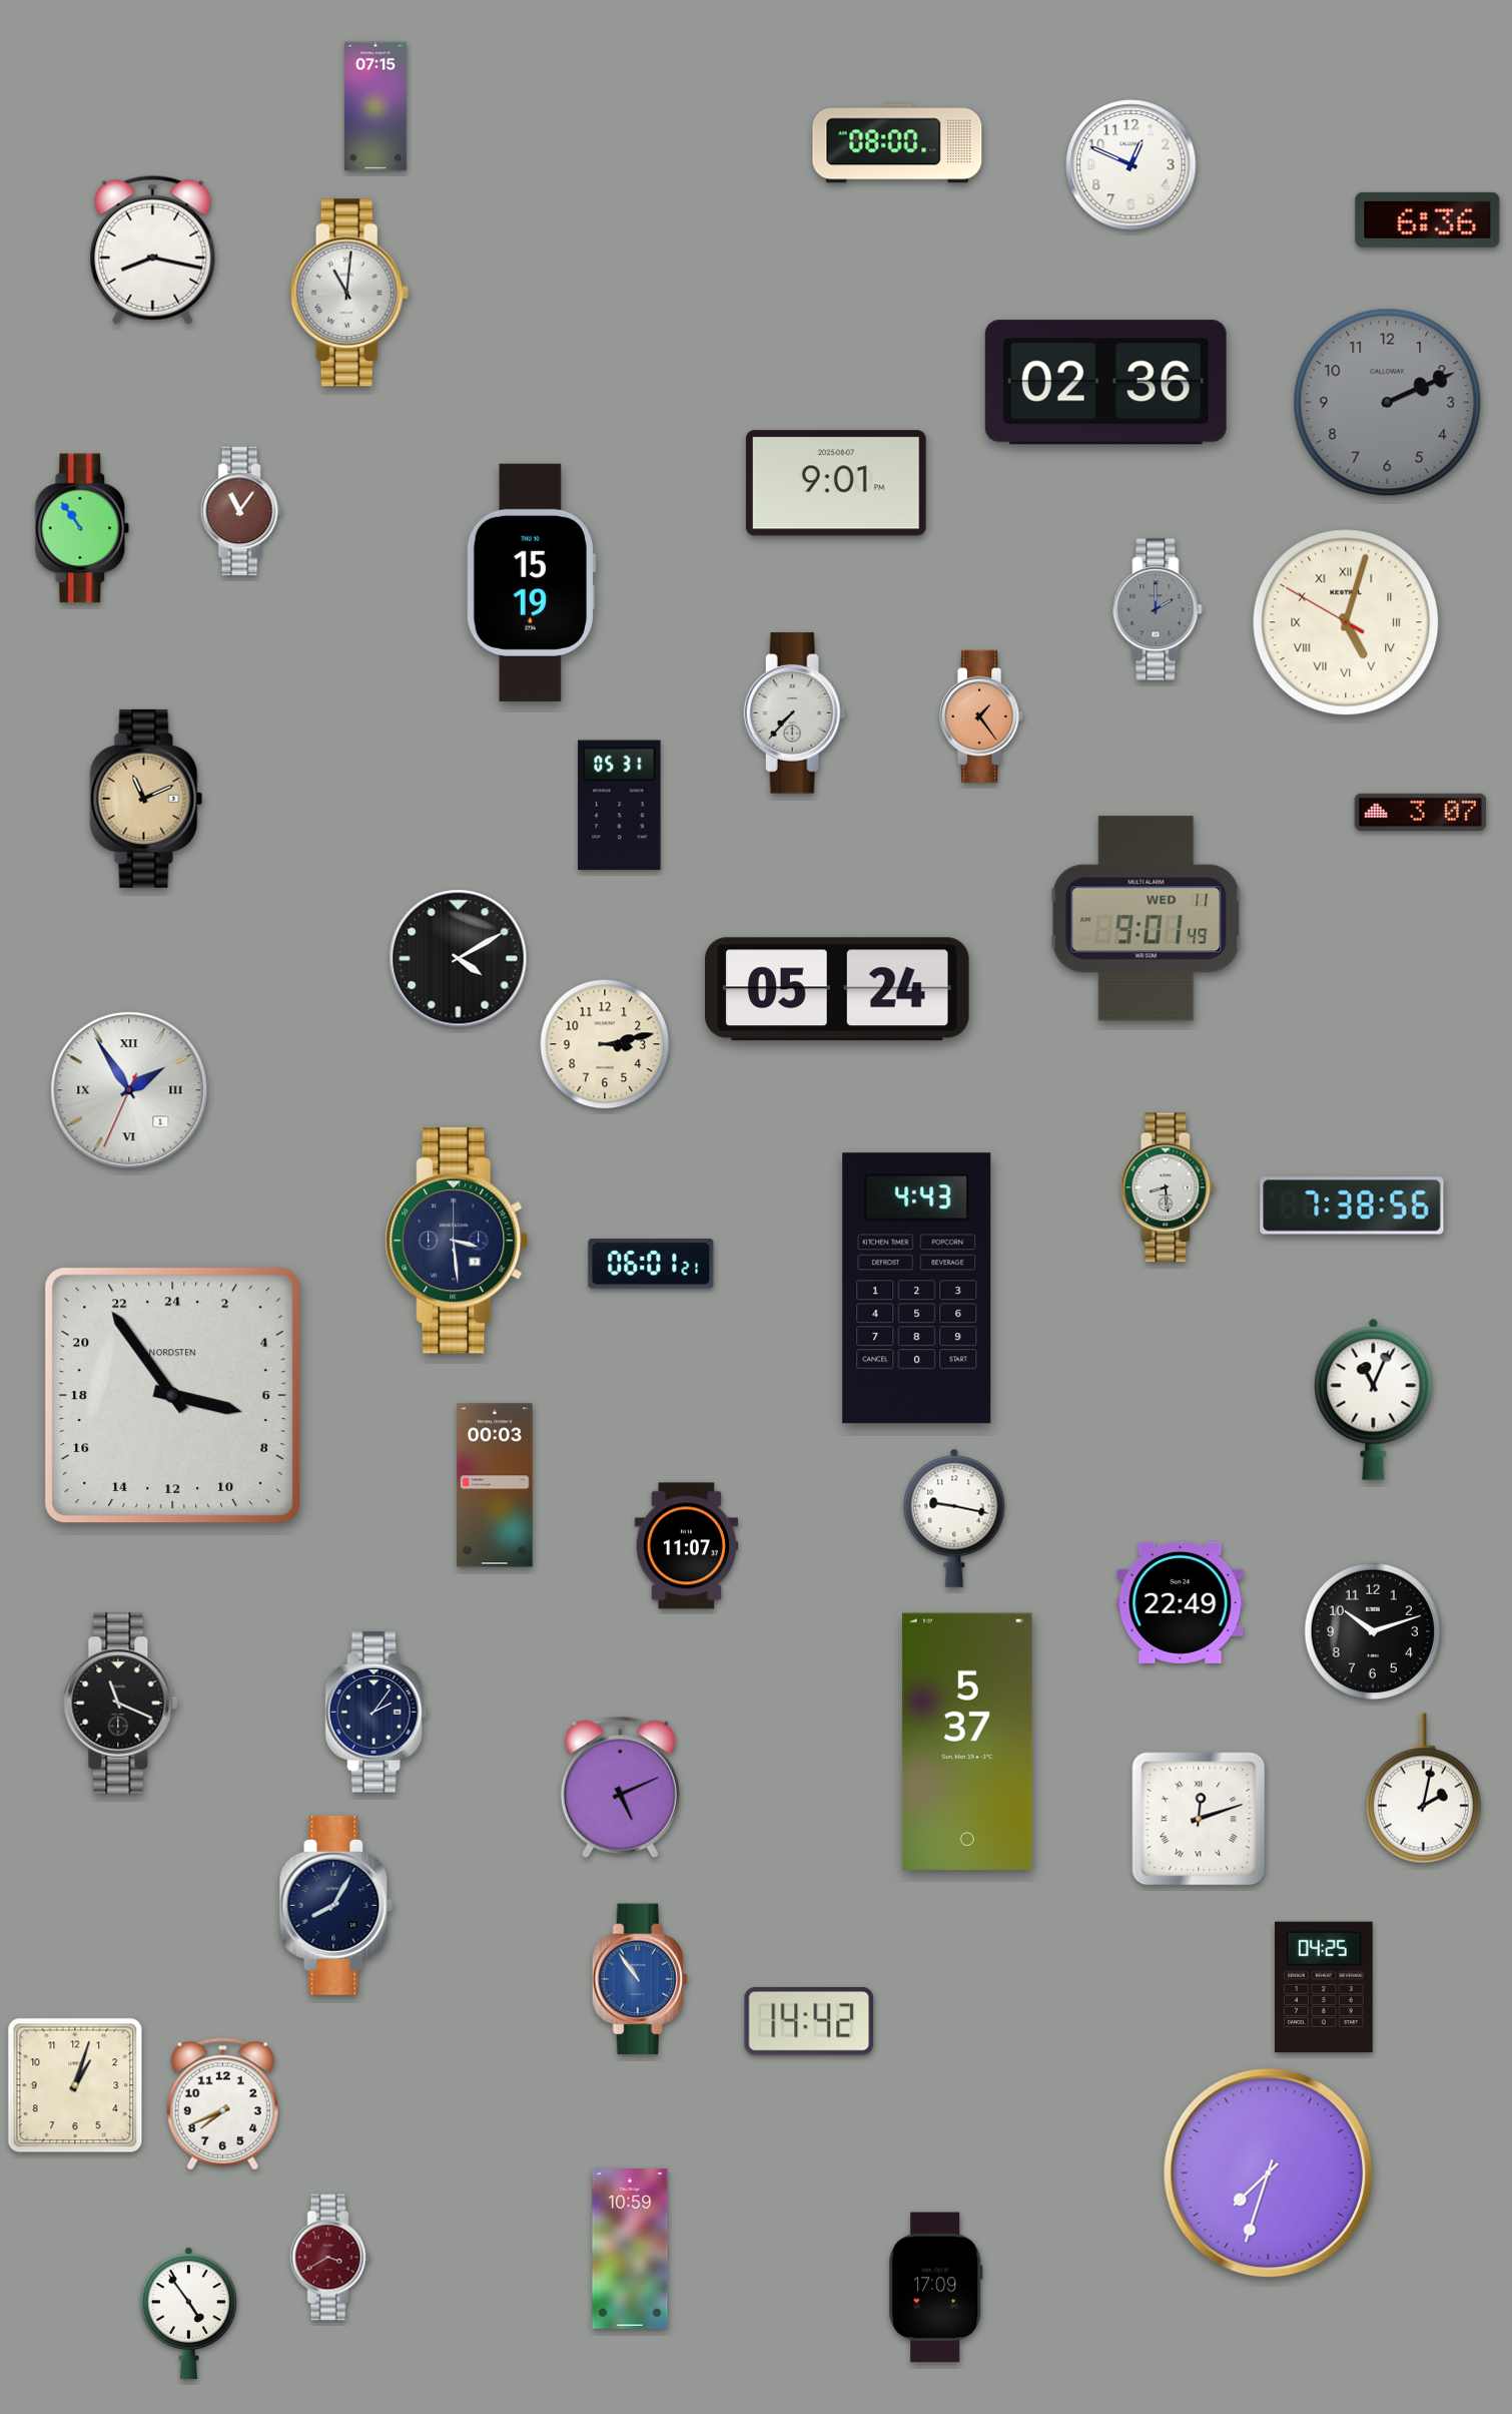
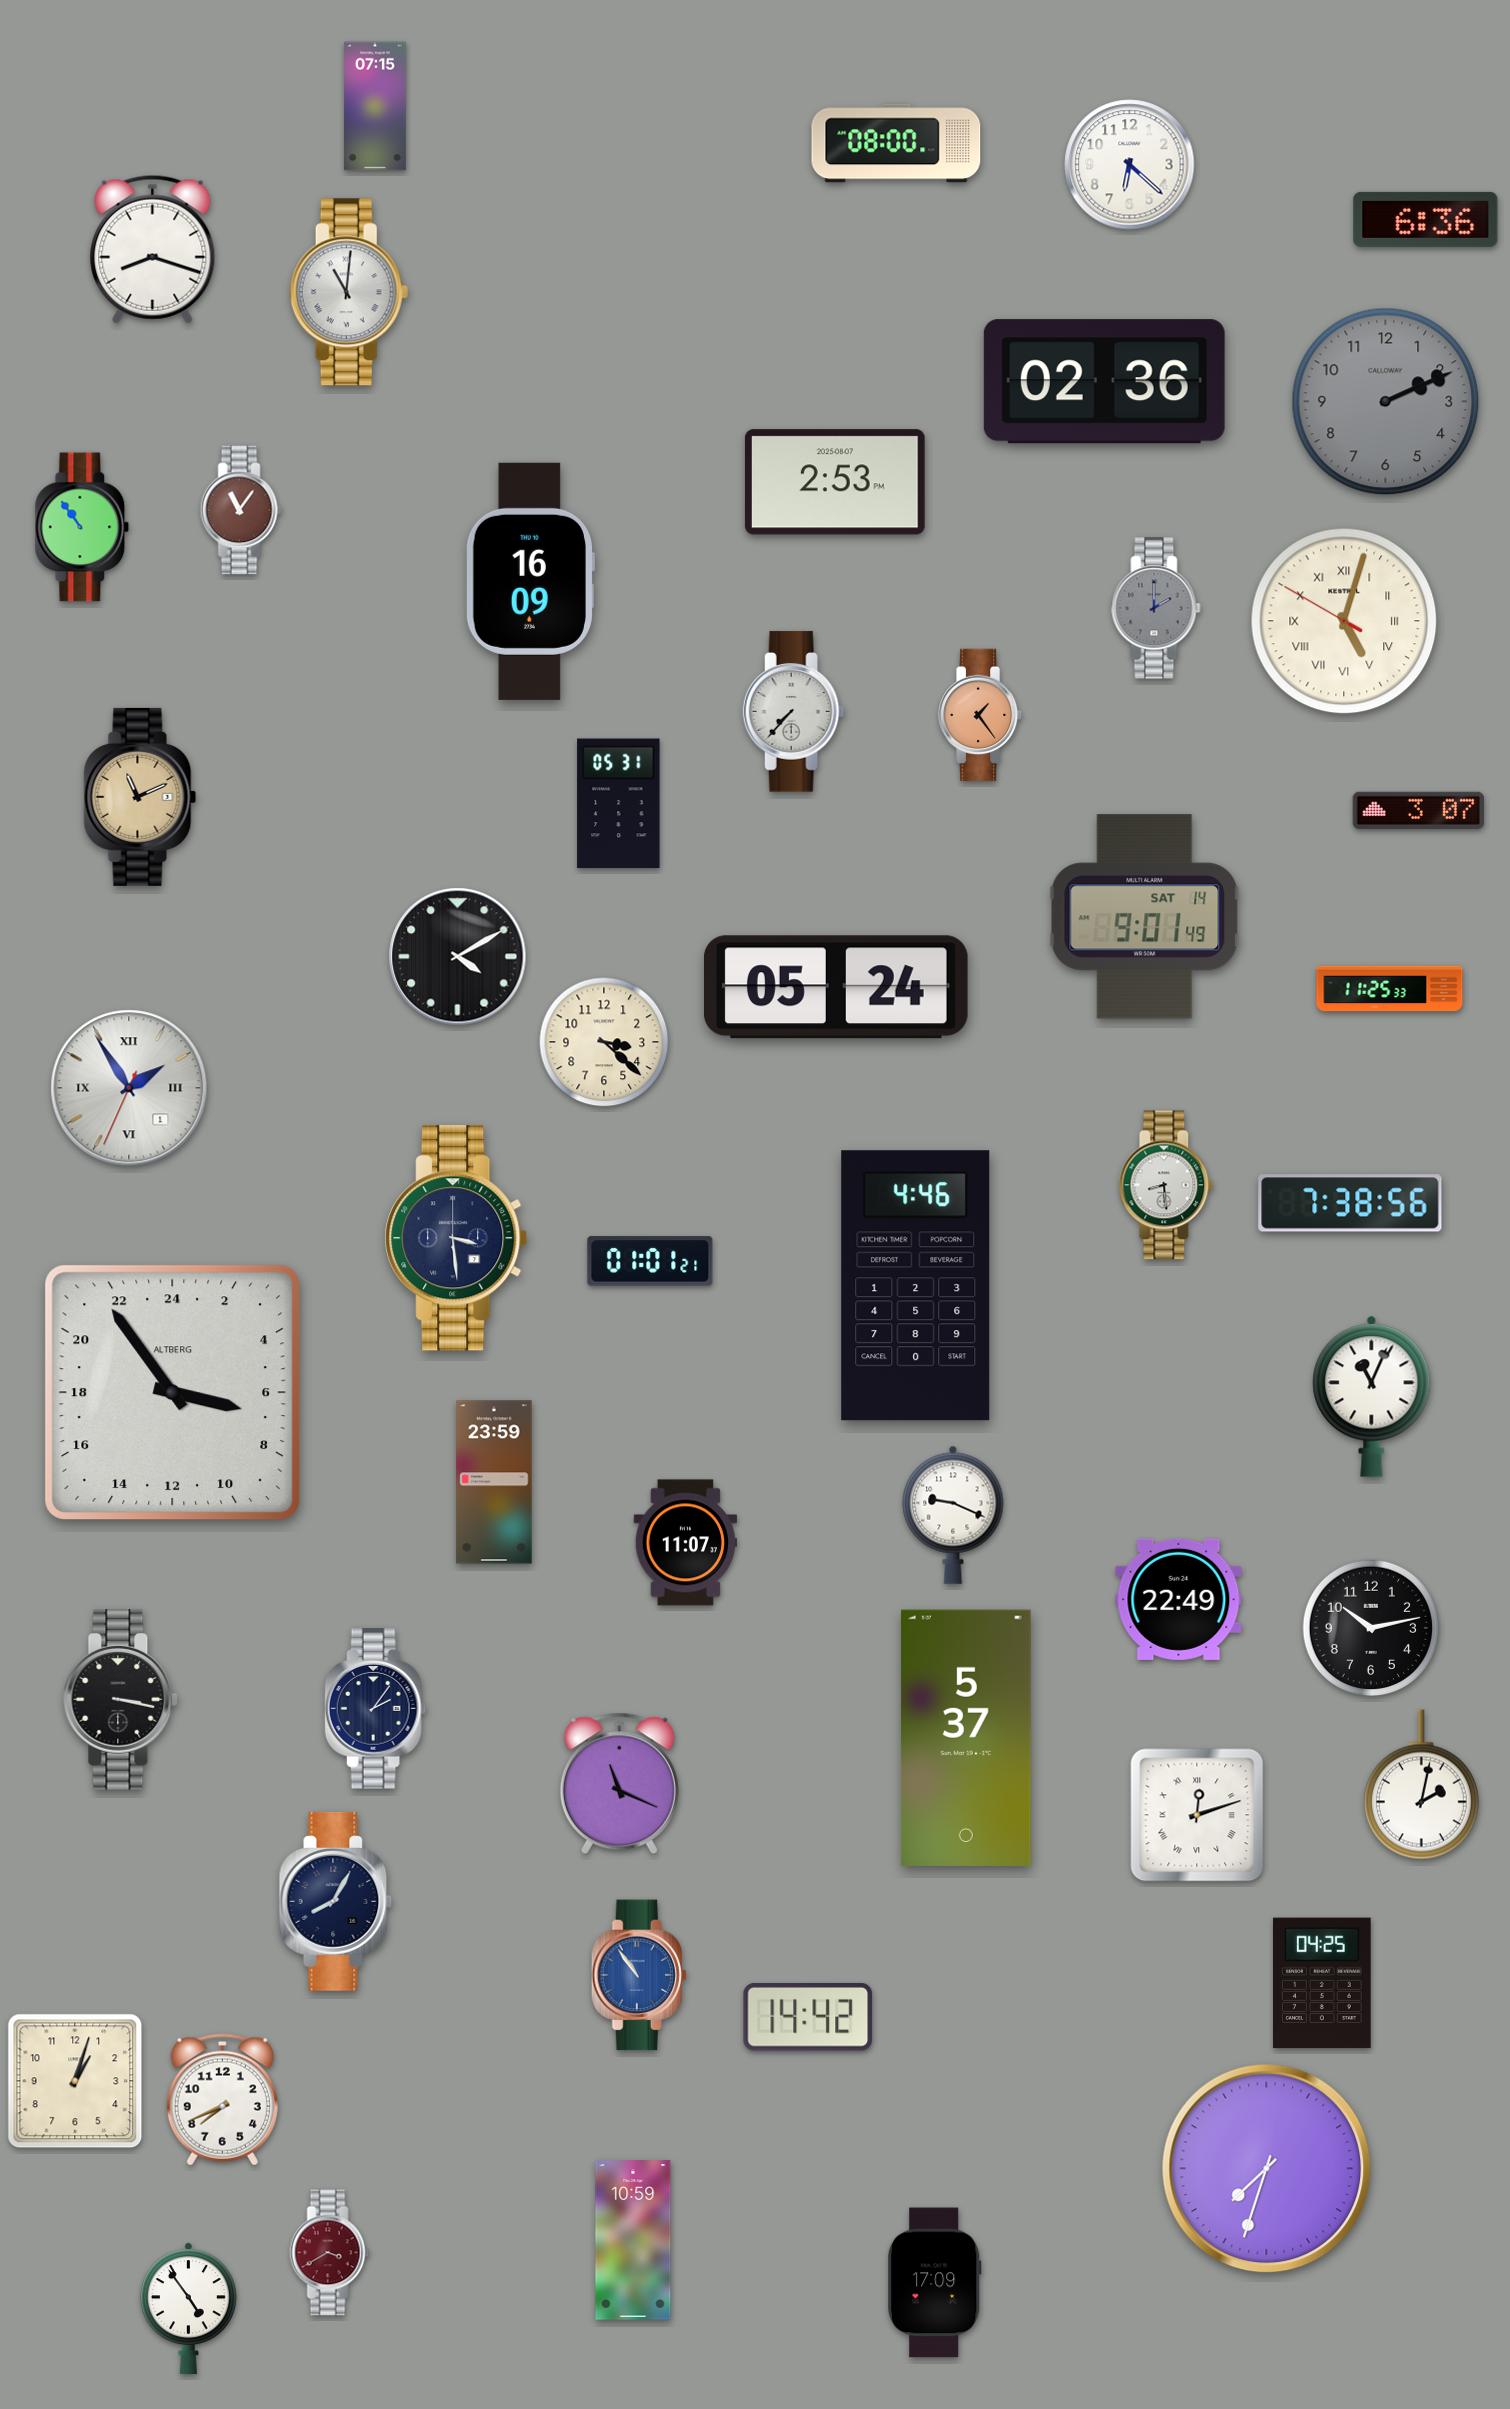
clock at (1131, 165): 12:49 -> 6:22
clock at (153, 250): 8:17 -> 8:18
clock at (836, 483): 9:01 -> 2:53
clock at (531, 582): 15:19 -> 16:09
clock at (146, 799) position: (146, 799) -> (140, 797)
clock at (1147, 919) date: WED 11 -> SAT 14
clock at (1390, 989): none -> 11:25
clock at (605, 1044): 3:13 -> 3:22
clock at (651, 1264): 06:01 -> 01:01
clock at (917, 1289): 4:43 -> 4:46
clock at (173, 1396) brand: NORDSTEN -> ALTBERG
clock at (495, 1485): 00:03 -> 23:59
clock at (954, 1518): 9:17 -> 9:19
clock at (1373, 1631): 10:12 -> 10:13
clock at (121, 1704): 11:19 -> 3:17
clock at (620, 1788): 5:11 -> 11:19
clock at (630, 2249) position: (630, 2249) -> (633, 2240)
